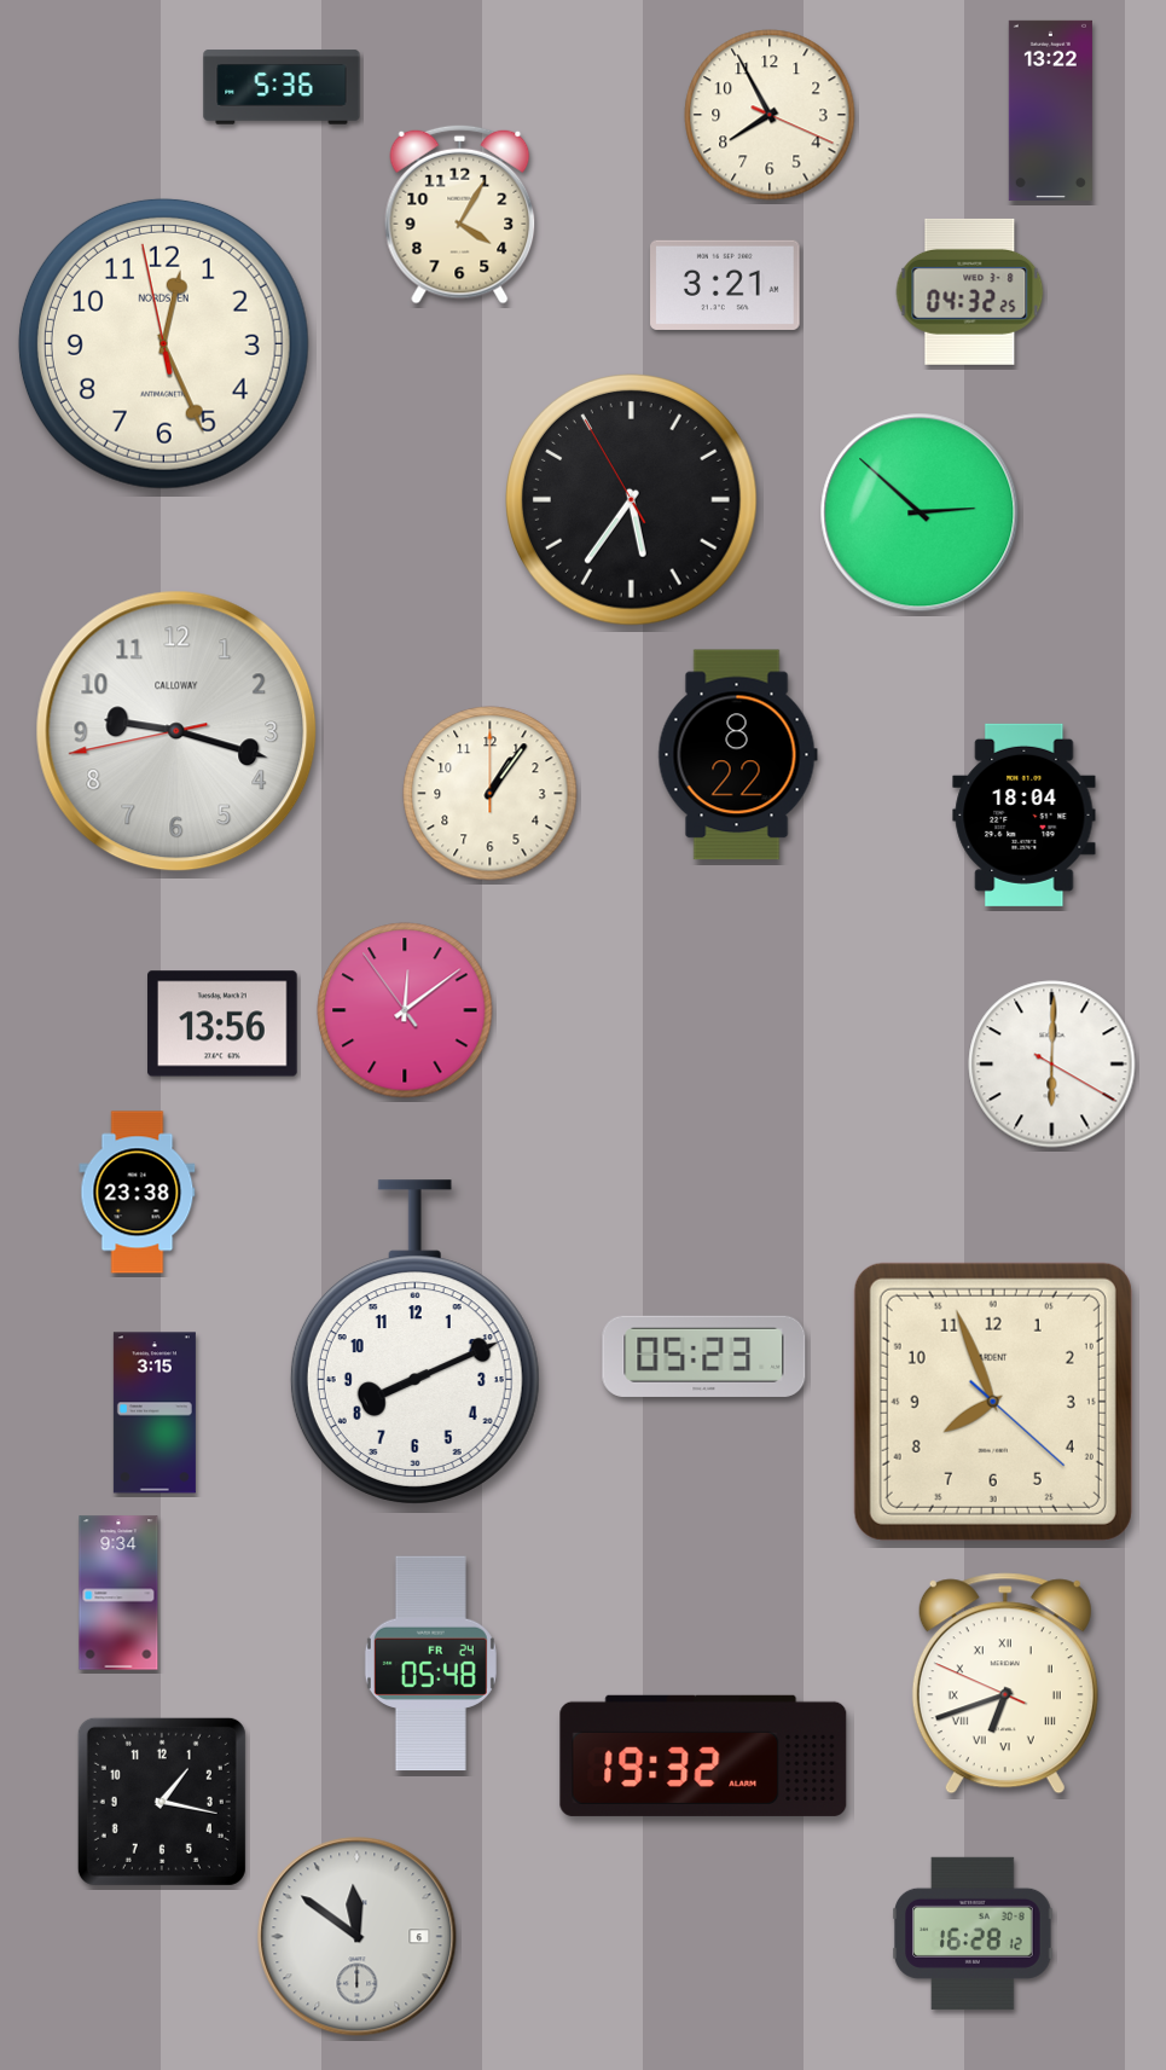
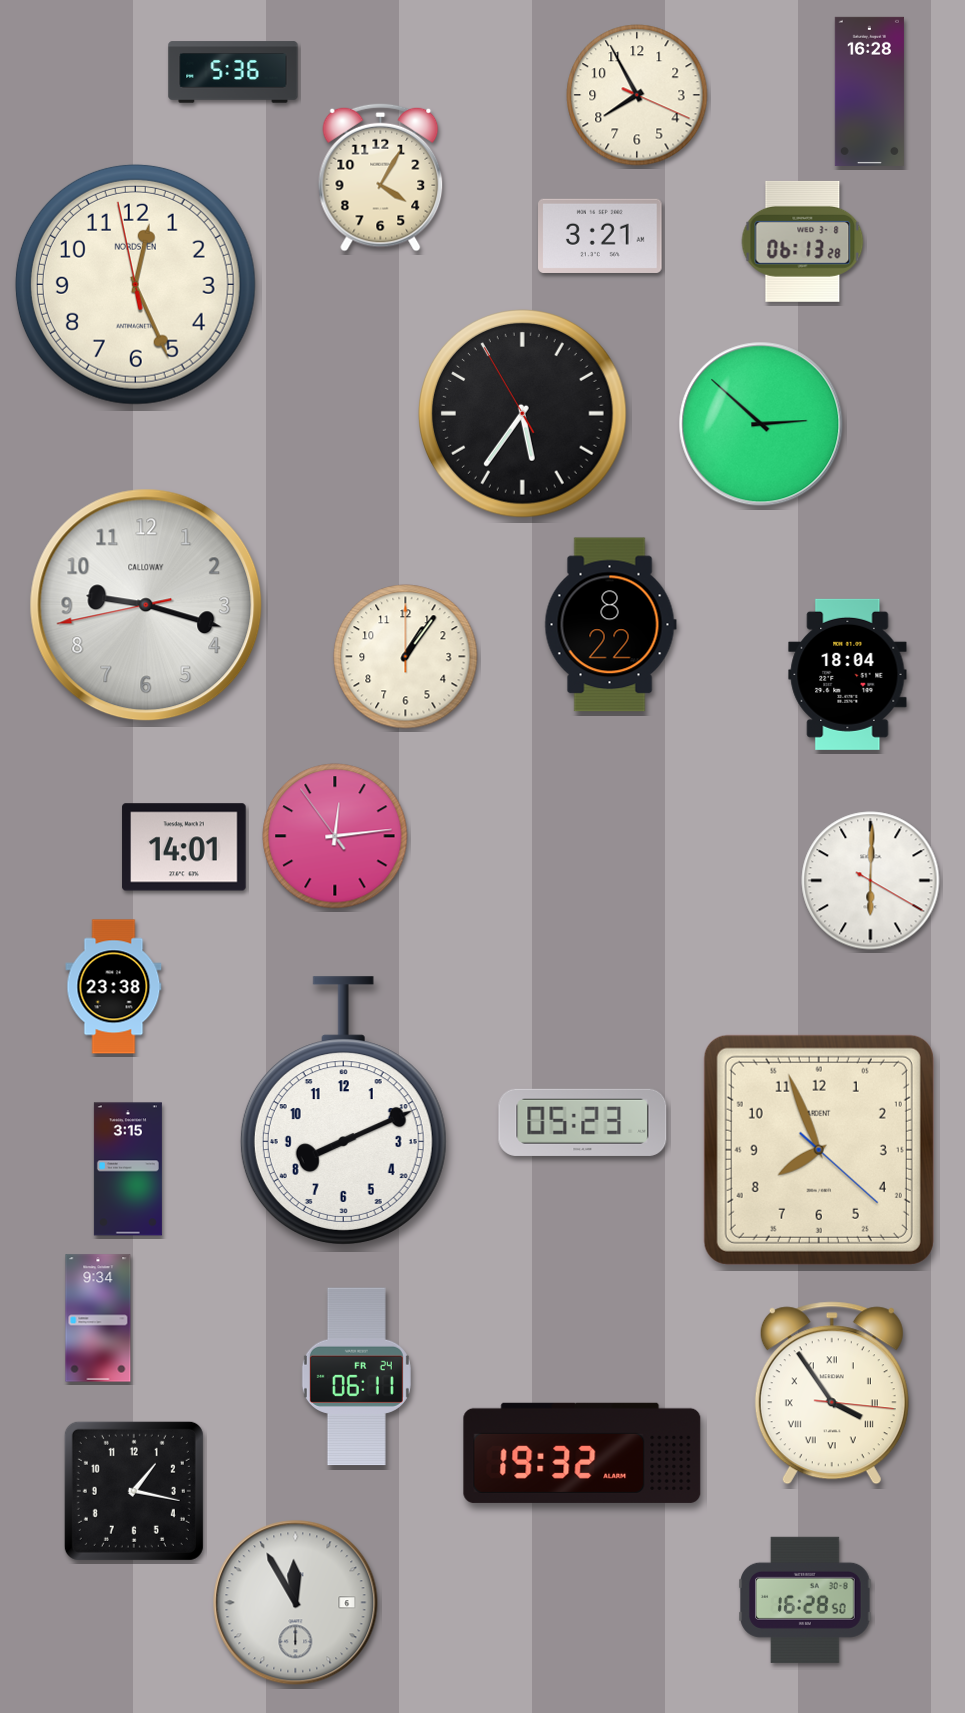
clock at (1050, 110): 13:22 -> 16:28
clock at (970, 291): 04:32 -> 06:13
clock at (405, 1010): 12:08 -> 12:13
clock at (222, 1024): 13:56 -> 14:01
clock at (993, 1402) position: (993, 1402) -> (819, 1150)
clock at (430, 1664): 05:48 -> 06:11
clock at (1005, 1683): 6:41 -> 3:54
clock at (973, 1933): 16:28:12 -> 16:28:50
clock at (358, 1937): 11:51 -> 11:55
